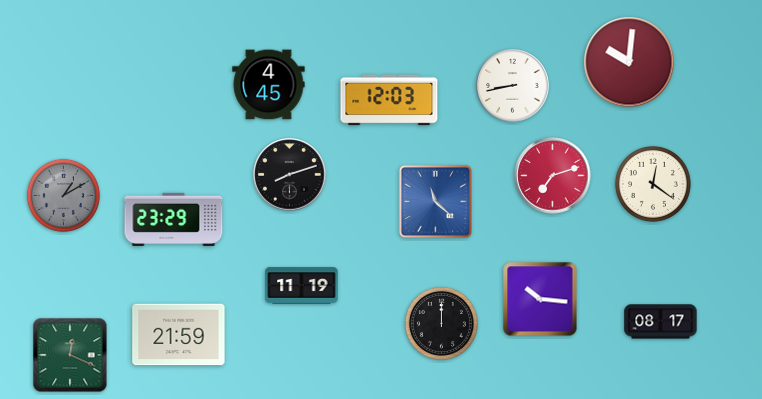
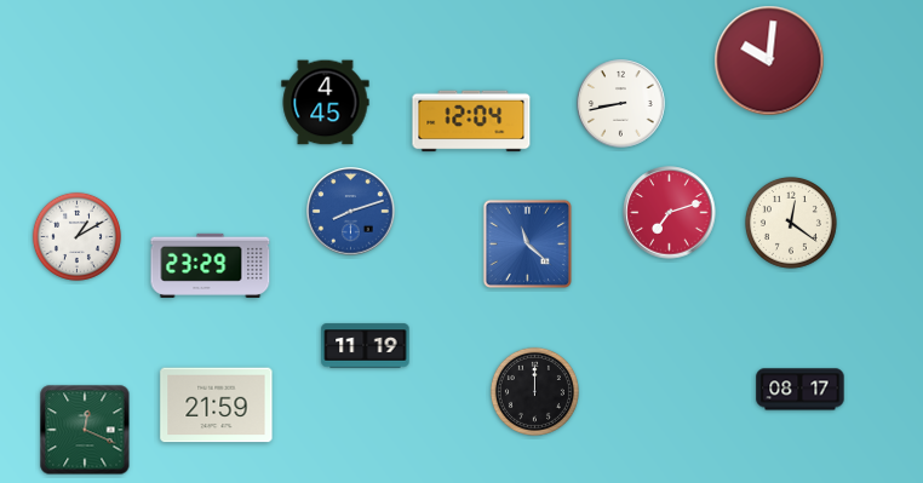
clock at (629, 62) position: (629, 62) -> (769, 61)
clock at (389, 100): 12:03 -> 12:04
clock at (290, 175) dial: black -> blue
clock at (63, 195) dial: grey -> white
clock at (540, 299): 10:16 -> none
